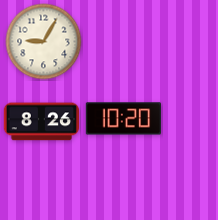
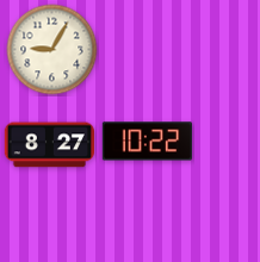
clock at (123, 119): 10:20 -> 10:22
clock at (41, 122): 8:26 -> 8:27
